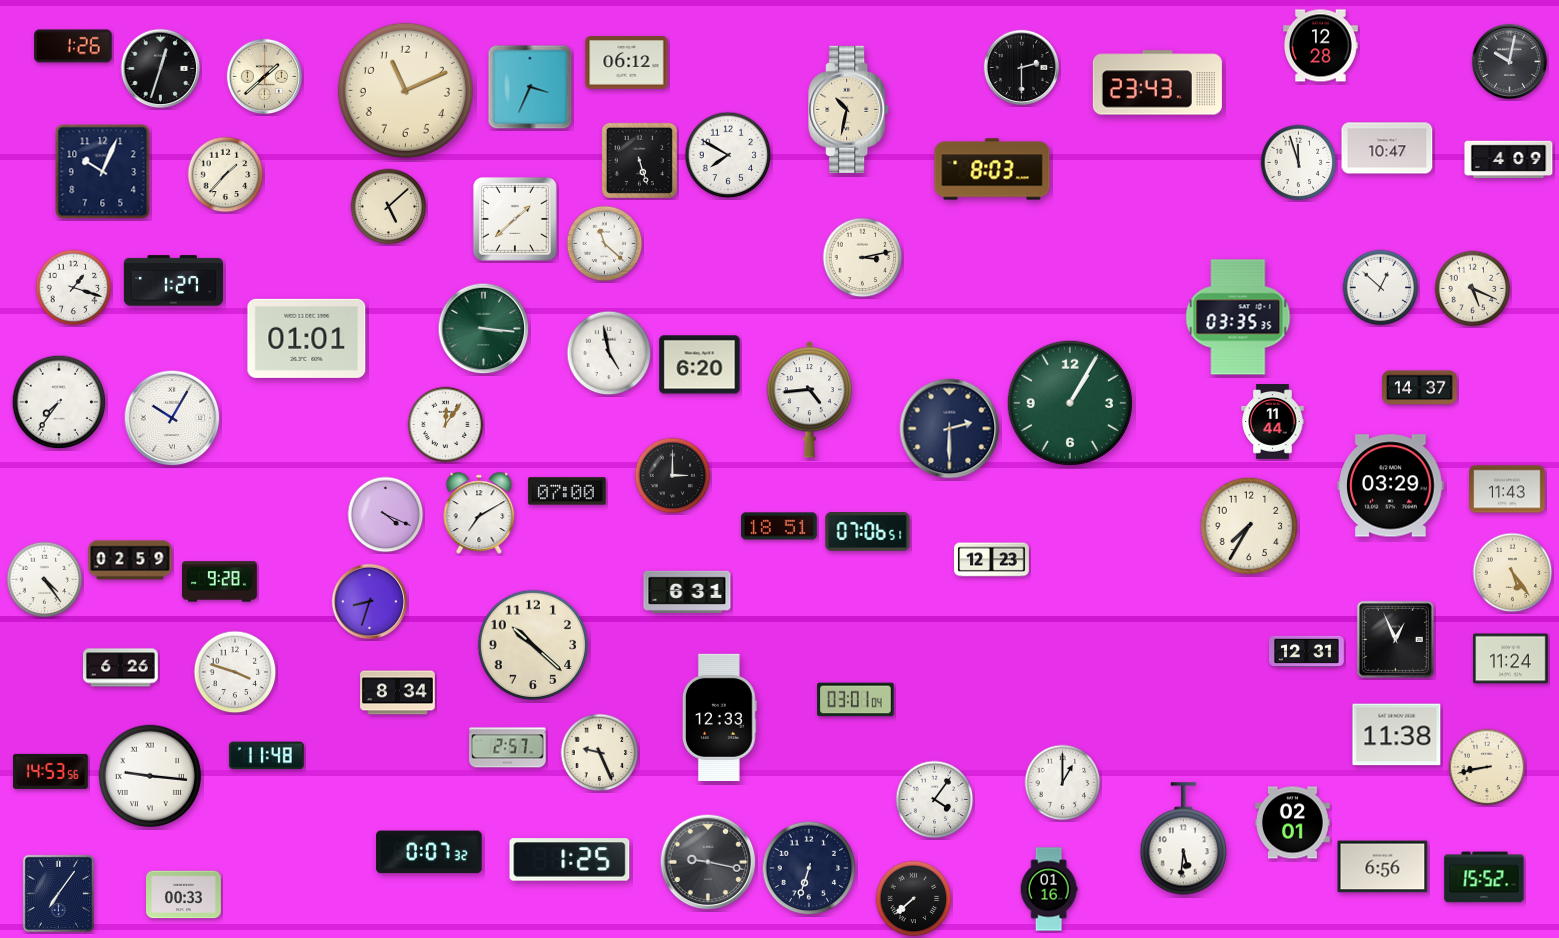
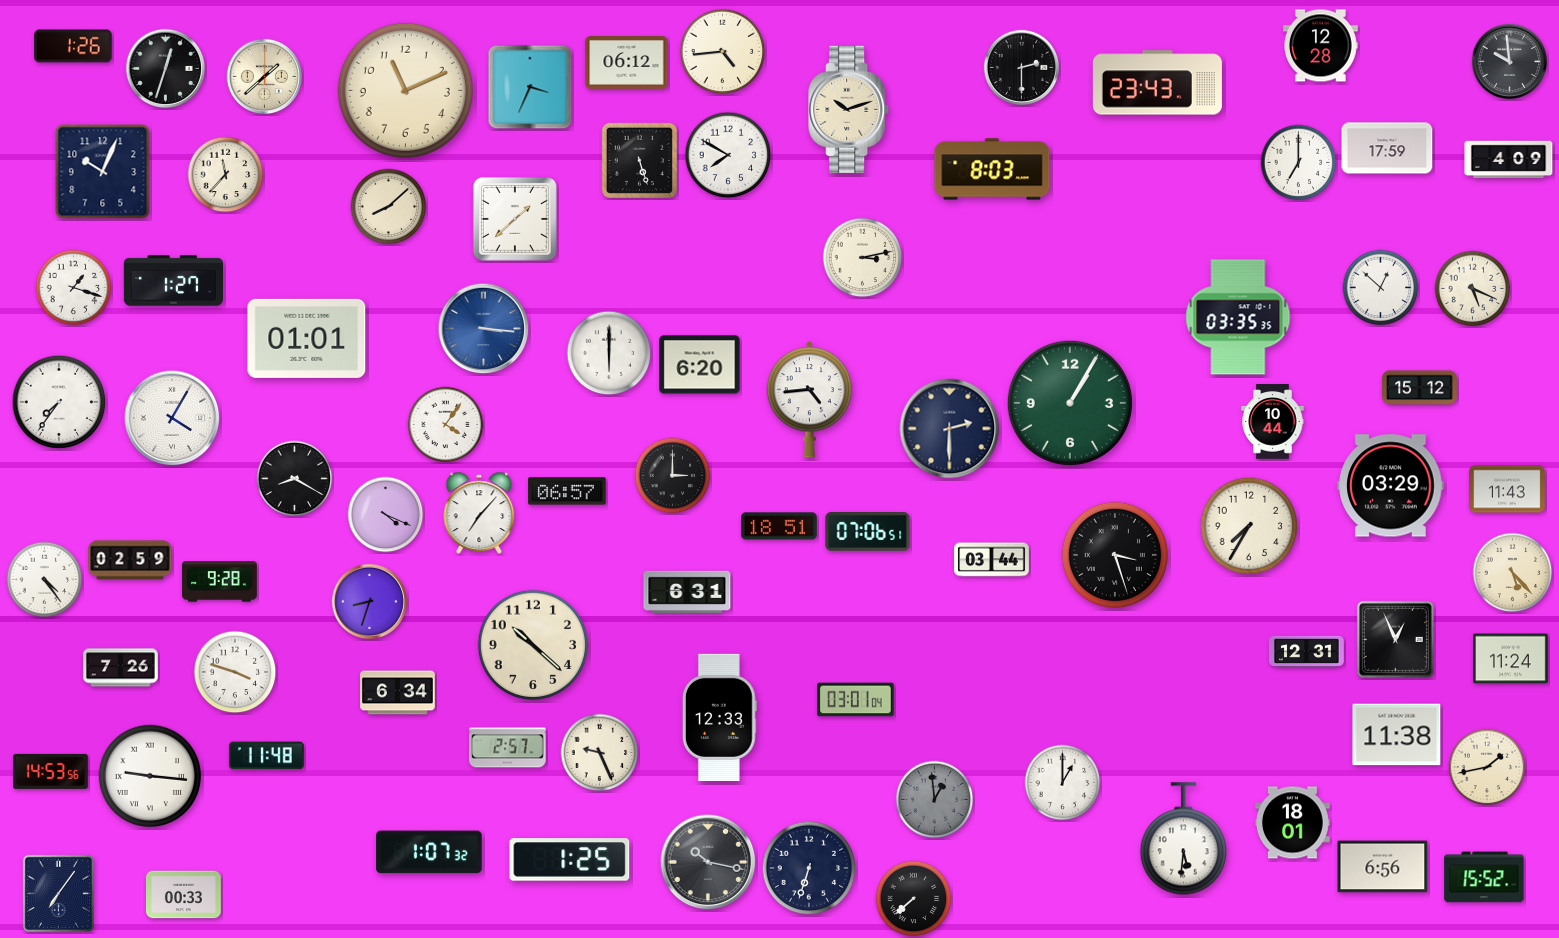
clock at (723, 52): none -> 4:44
clock at (1509, 61): 10:02 -> 9:59
clock at (161, 69) position: (161, 69) -> (166, 69)
clock at (849, 109): 10:32 -> 10:12
clock at (1387, 148): 10:47 -> 17:59
clock at (1299, 163): 11:57 -> 7:00
clock at (226, 175): 1:37 -> 11:37
clock at (389, 207): 5:08 -> 8:08
clock at (605, 244): 11:22 -> none
clock at (484, 329) dial: green -> blue
clock at (609, 353): 4:58 -> 6:00
clock at (1420, 388): 14:37 -> 15:12
clock at (172, 418): 10:05 -> 4:05
clock at (1273, 422): 11:44 -> 10:44
clock at (446, 425): 12:06 -> 4:06
clock at (295, 479): none -> 8:20
clock at (567, 491): 07:00 -> 06:57
clock at (479, 513): 7:10 -> 7:07
clock at (1114, 554): none -> 3:27
clock at (992, 560): 12:23 -> 03:44
clock at (1513, 573): 5:24 -> 5:23
clock at (121, 668): 6:26 -> 7:26
clock at (398, 693): 8:34 -> 6:34
clock at (1487, 767): 8:43 -> 1:43
clock at (935, 800): 4:06 -> 12:59
clock at (935, 800) dial: white -> grey
clock at (1293, 823): 02:01 -> 18:01
clock at (429, 852): 0:07 -> 1:07
clock at (708, 862): 9:17 -> 10:17
clock at (1049, 889): 01:16 -> none
